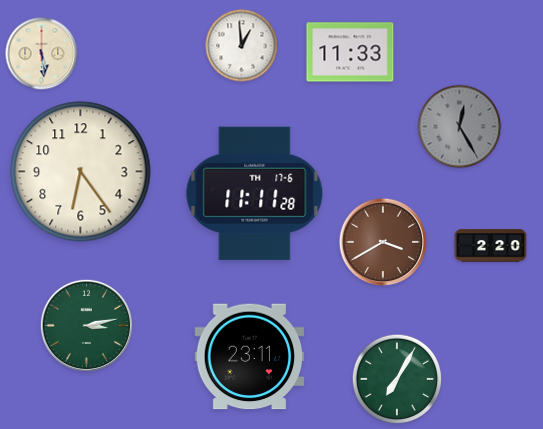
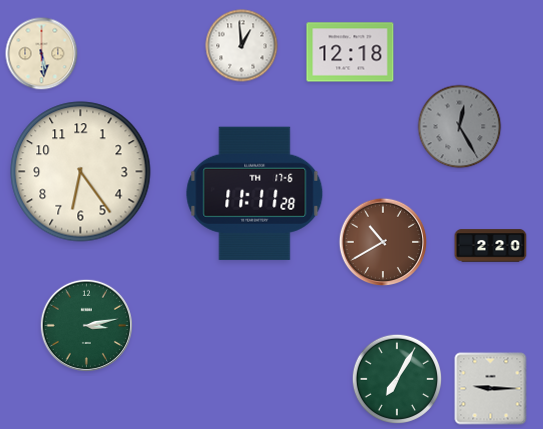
clock at (350, 52): 11:33 -> 12:18
clock at (383, 242): 3:40 -> 10:40
clock at (250, 357): 23:11 -> none
clock at (491, 389): none -> 9:15
